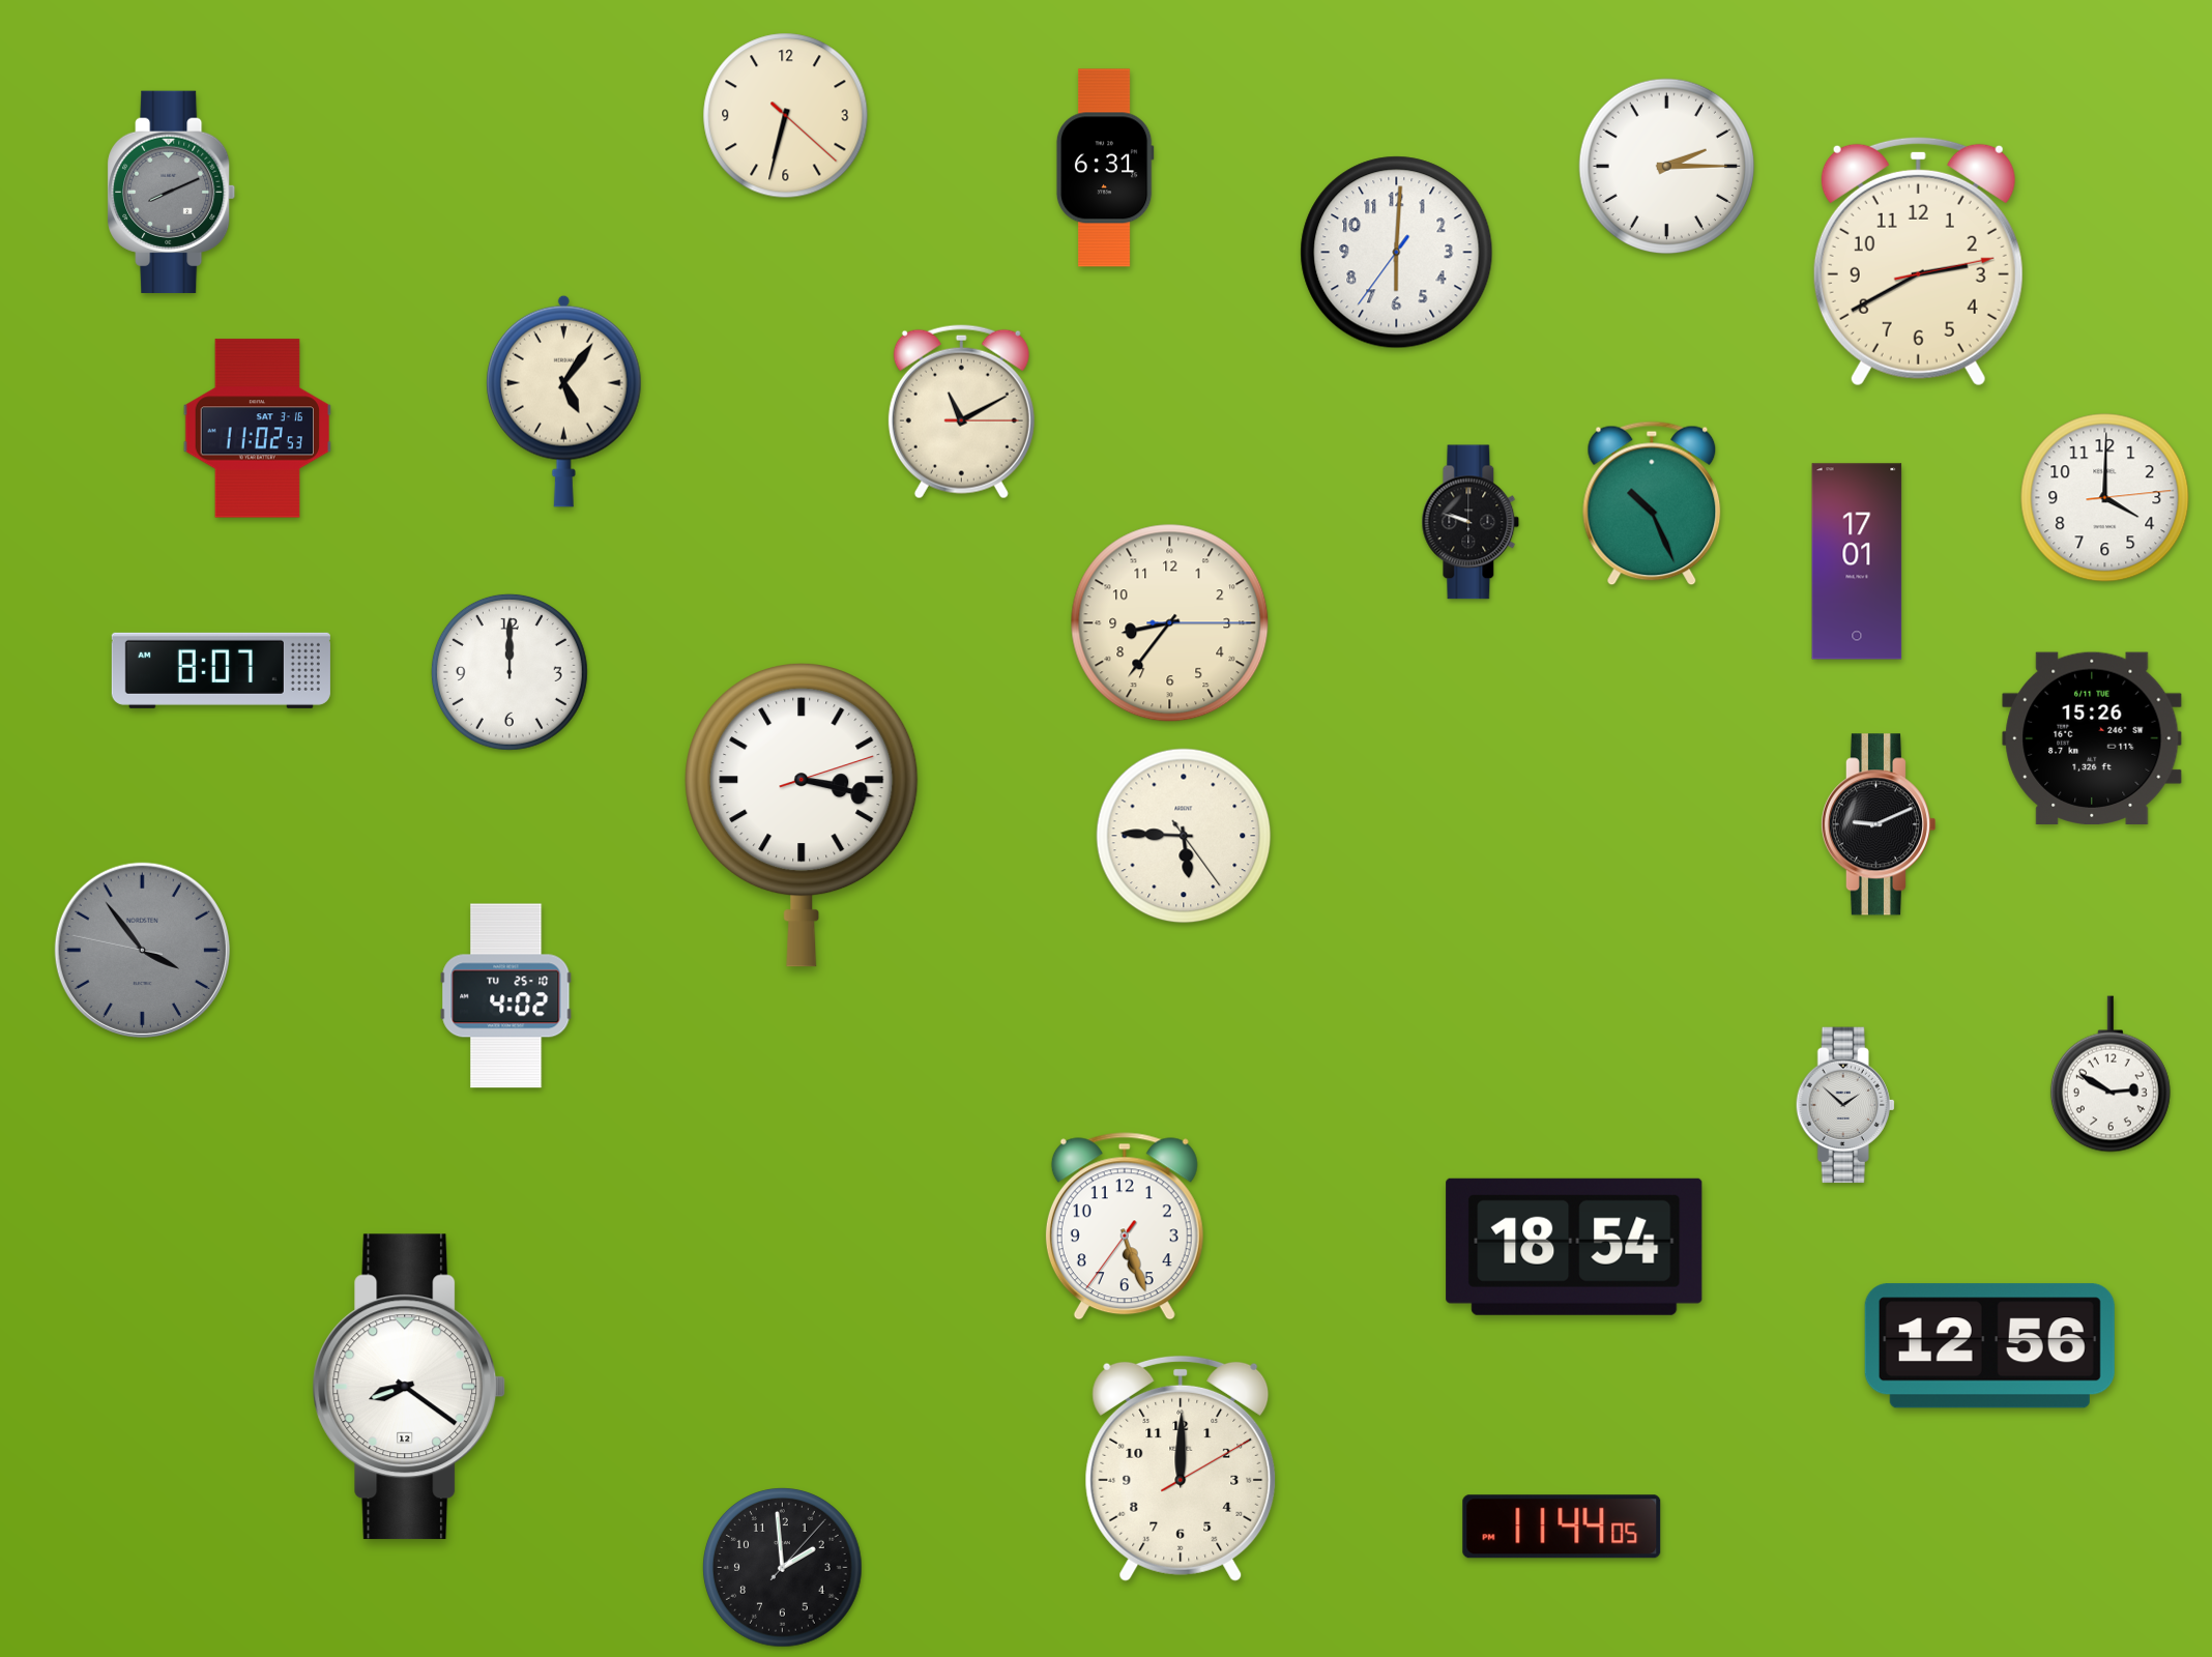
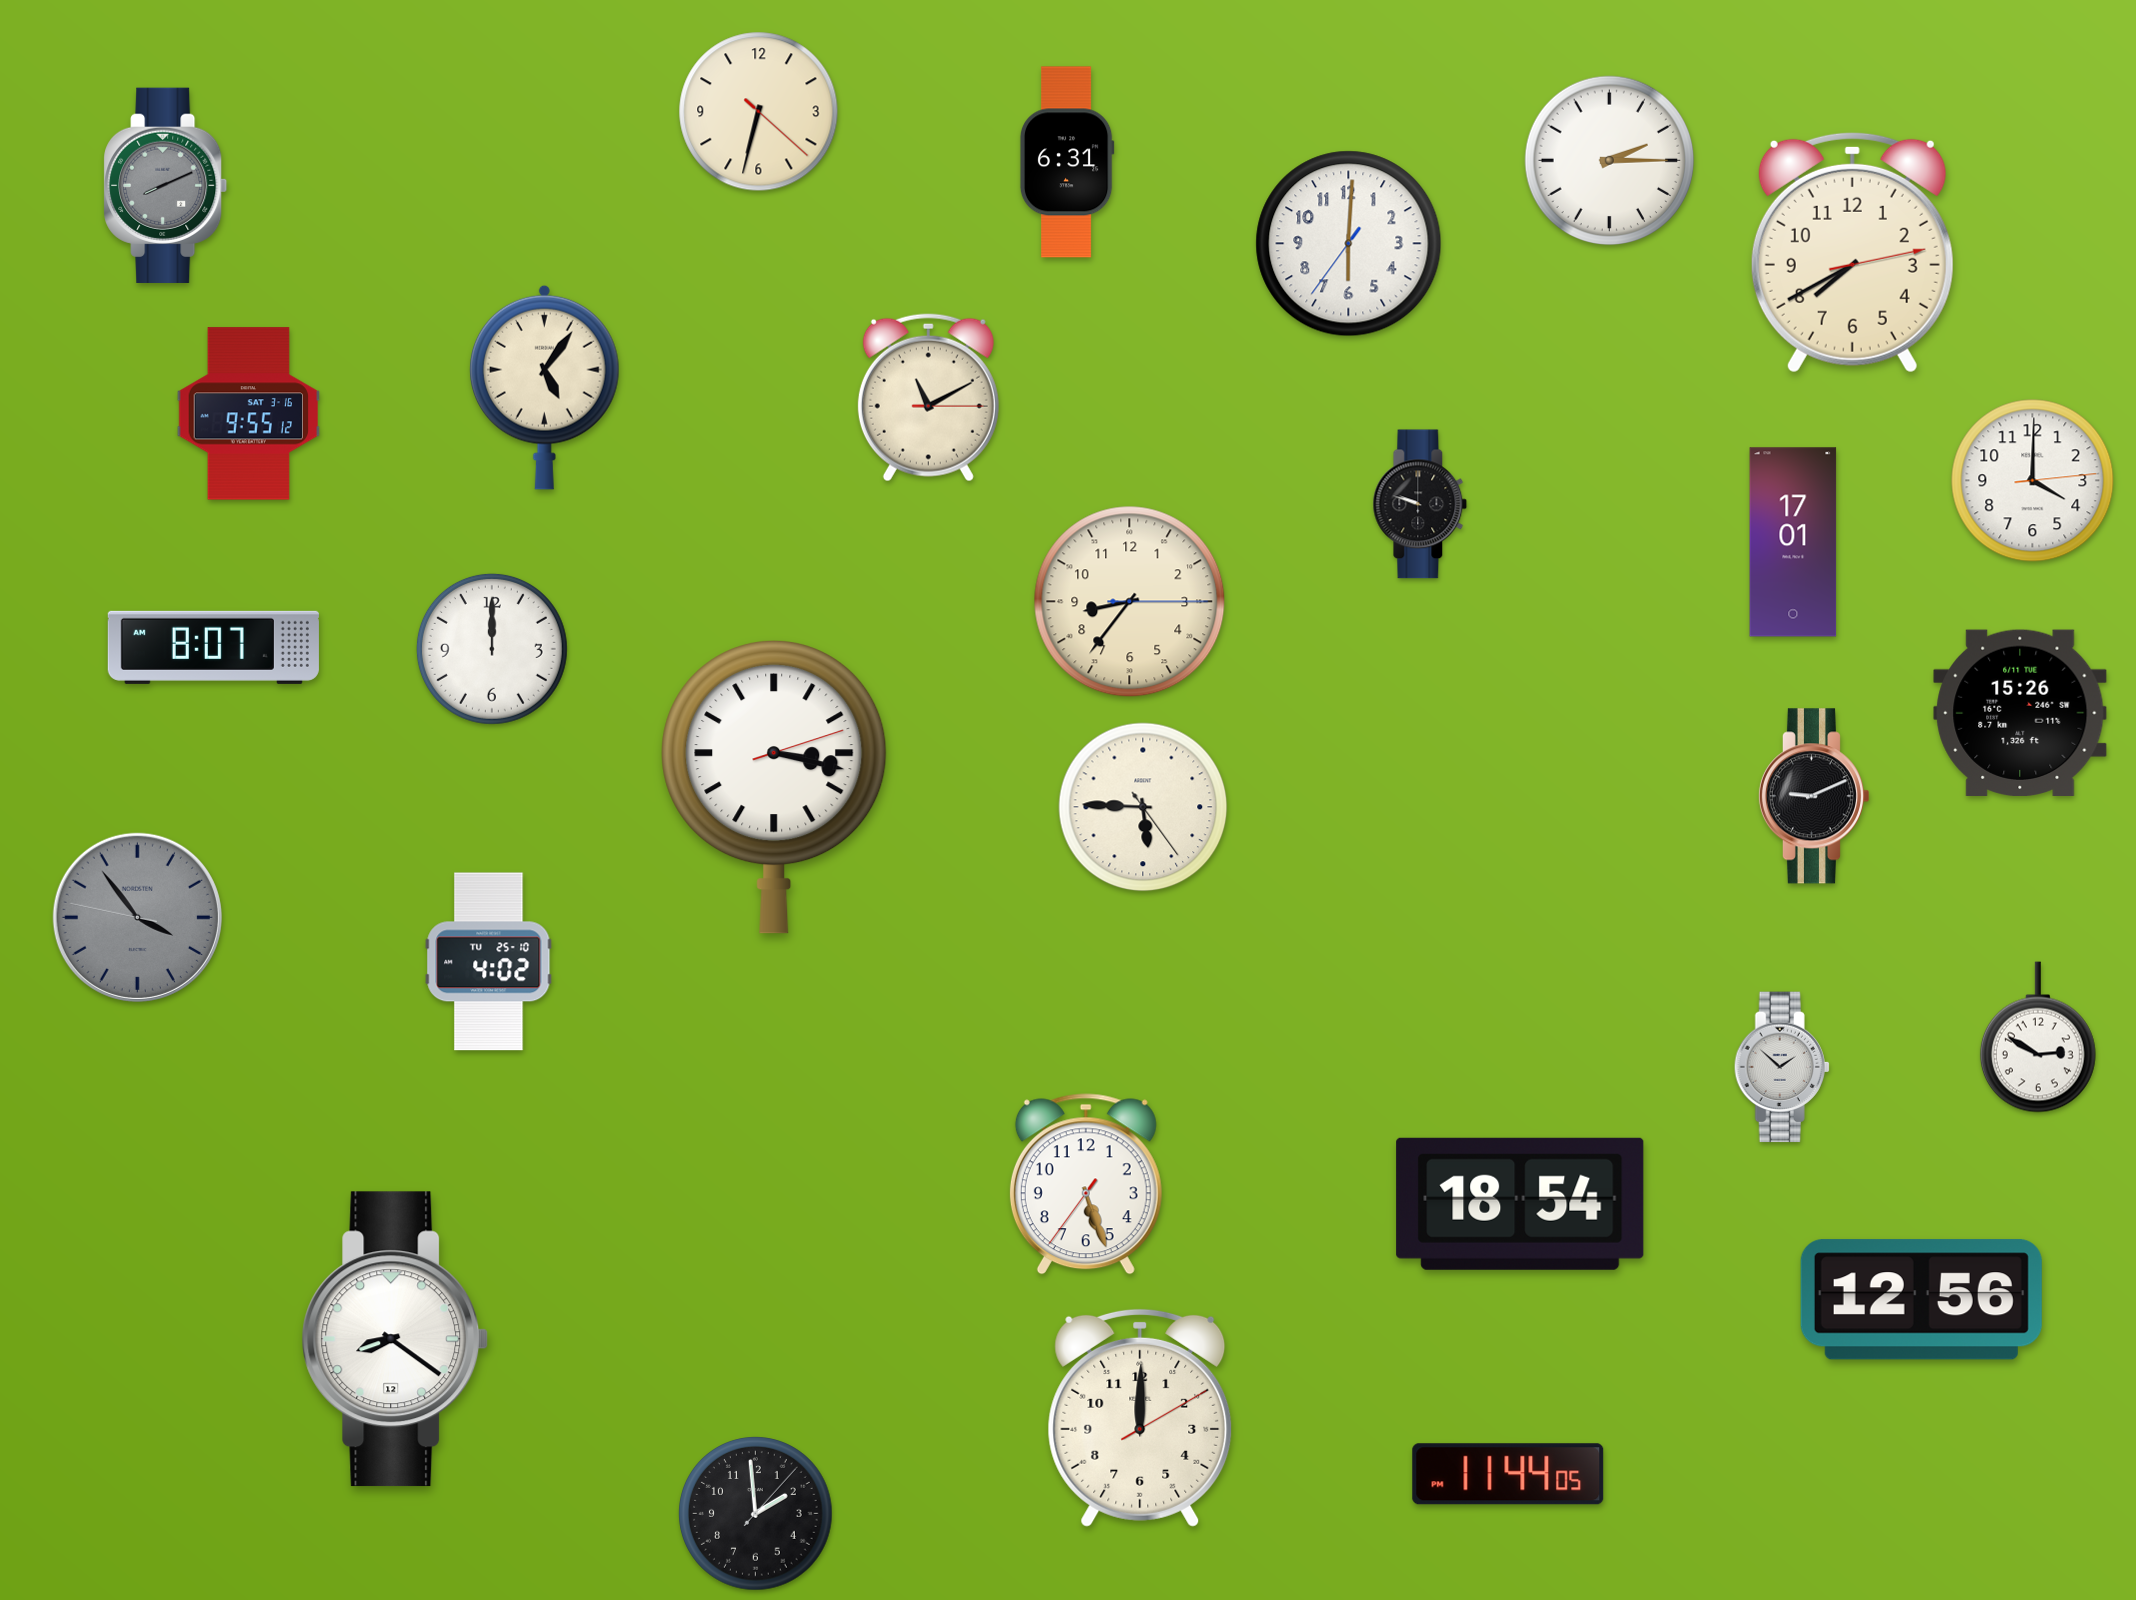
clock at (1918, 261): 2:40 -> 7:40
clock at (258, 429): 11:02 -> 9:55
clock at (1652, 503): 10:26 -> none
